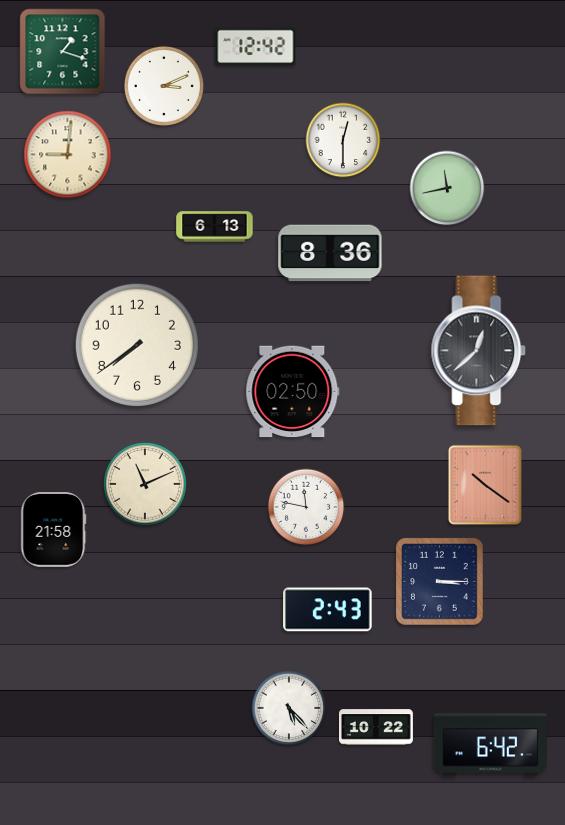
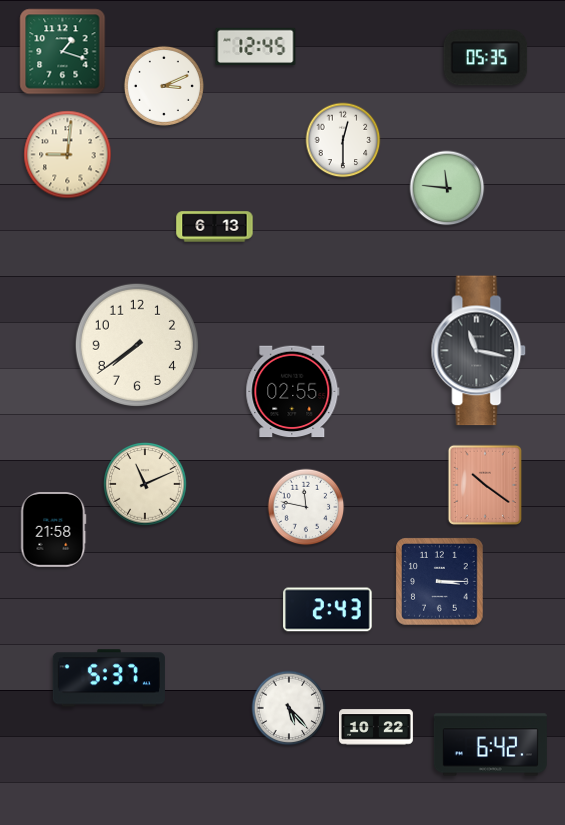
clock at (256, 47): 12:42 -> 12:45
clock at (486, 58): none -> 05:35
clock at (447, 188): 11:43 -> 11:46
clock at (330, 253): 8:36 -> none
clock at (479, 351): 12:38 -> 11:17
clock at (293, 392): 02:50 -> 02:55
clock at (109, 678): none -> 5:37
